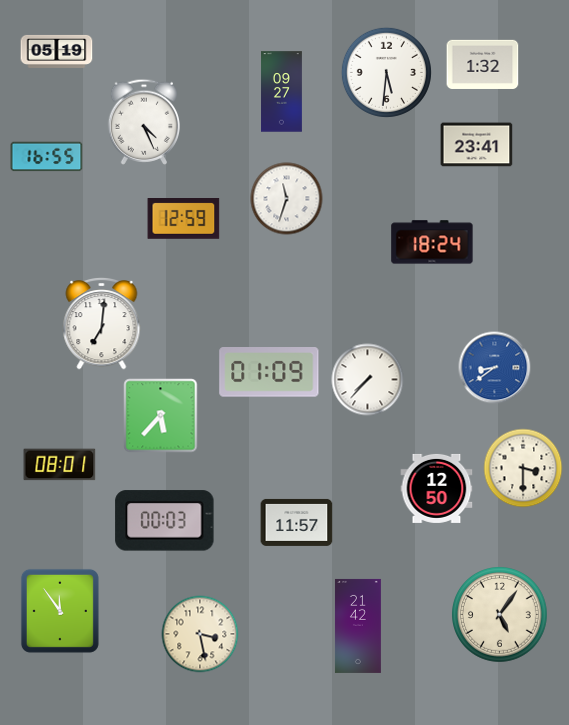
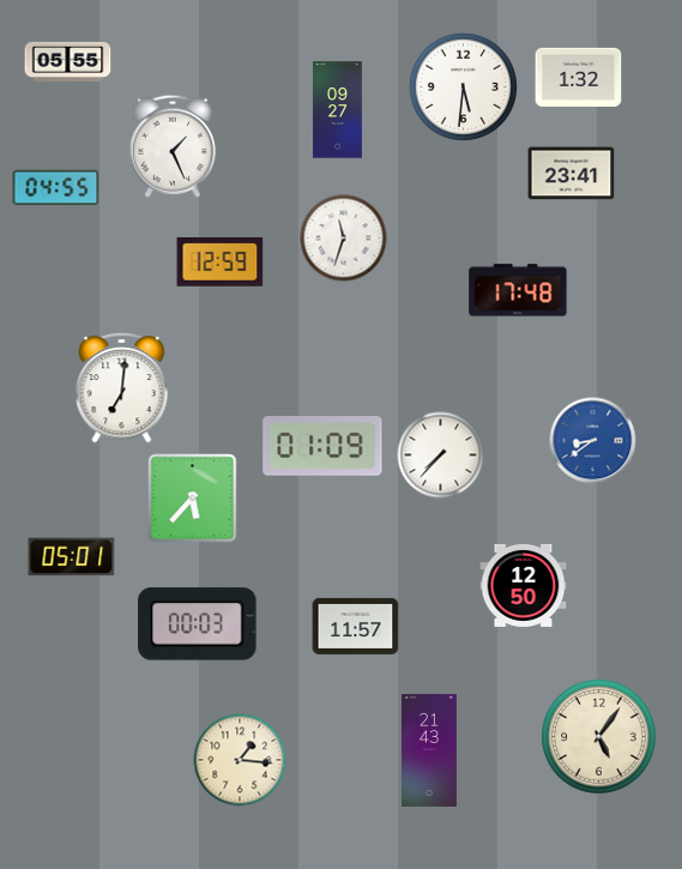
clock at (57, 51): 05:19 -> 05:55
clock at (143, 122): 4:26 -> 1:26
clock at (47, 157): 16:55 -> 04:55
clock at (432, 242): 18:24 -> 17:48
clock at (60, 465): 08:01 -> 05:01
clock at (523, 468): 3:30 -> none
clock at (60, 611): 11:54 -> none
clock at (358, 626): 21:42 -> 21:43
clock at (200, 634): 3:28 -> 1:16
